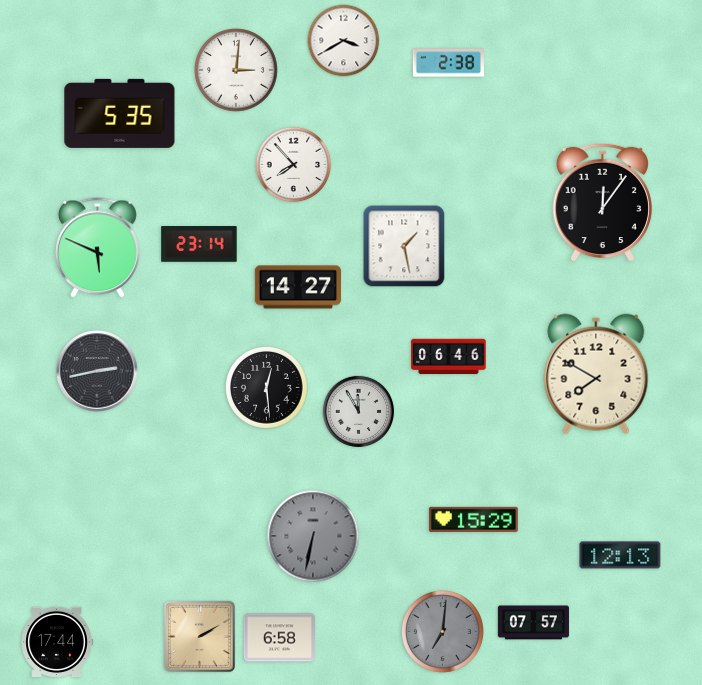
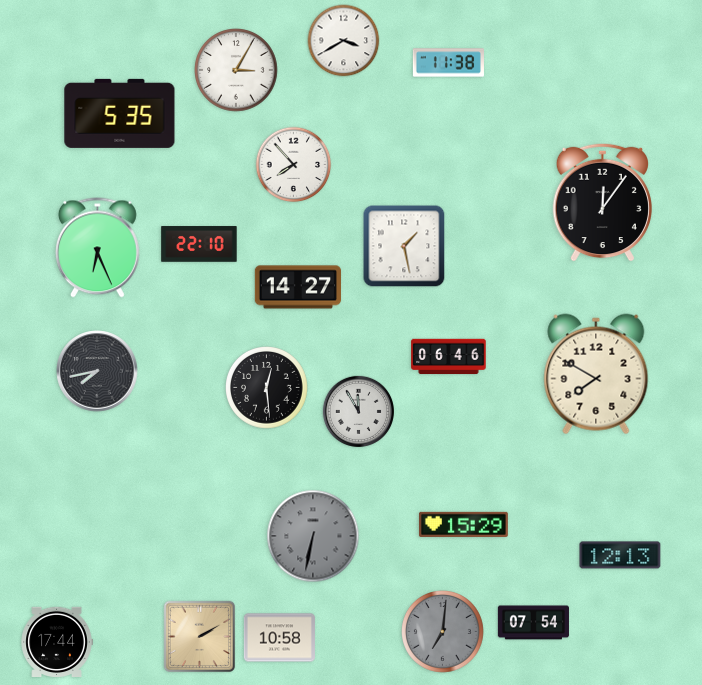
clock at (448, 63): 2:38 -> 11:38
clock at (236, 70): 3:01 -> 3:05
clock at (199, 244): 23:14 -> 22:10
clock at (97, 248): 5:49 -> 6:26
clock at (97, 371): 2:43 -> 7:43
clock at (474, 519) position: (474, 519) -> (464, 524)
clock at (533, 623): 07:57 -> 07:54
clock at (279, 638): 6:58 -> 10:58
